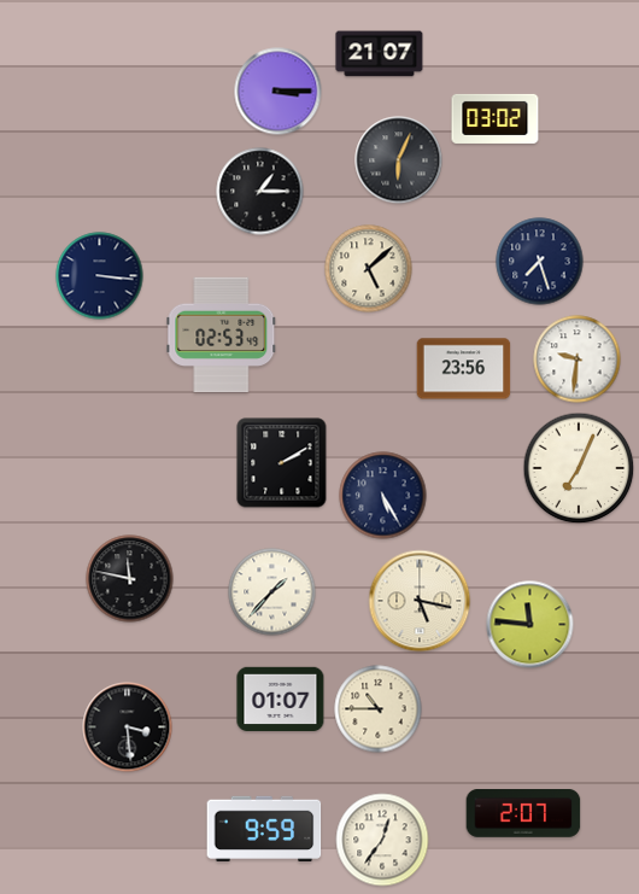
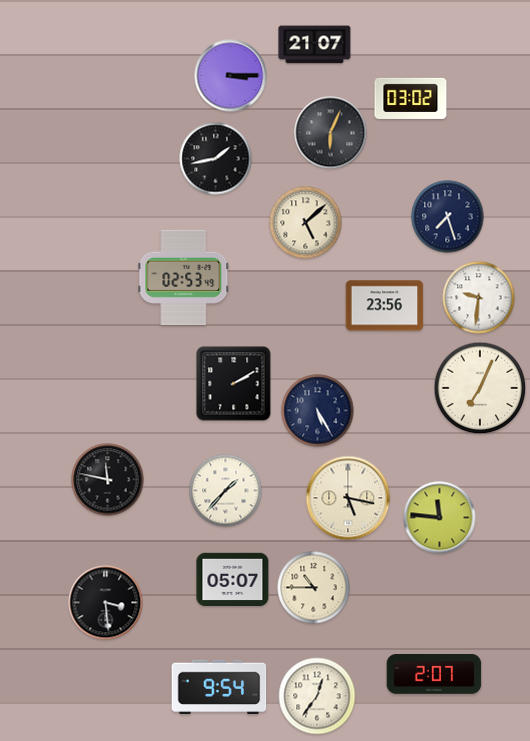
clock at (260, 192): 1:15 -> 1:43
clock at (100, 276): 3:16 -> none
clock at (281, 700): 01:07 -> 05:07
clock at (264, 828): 9:59 -> 9:54
